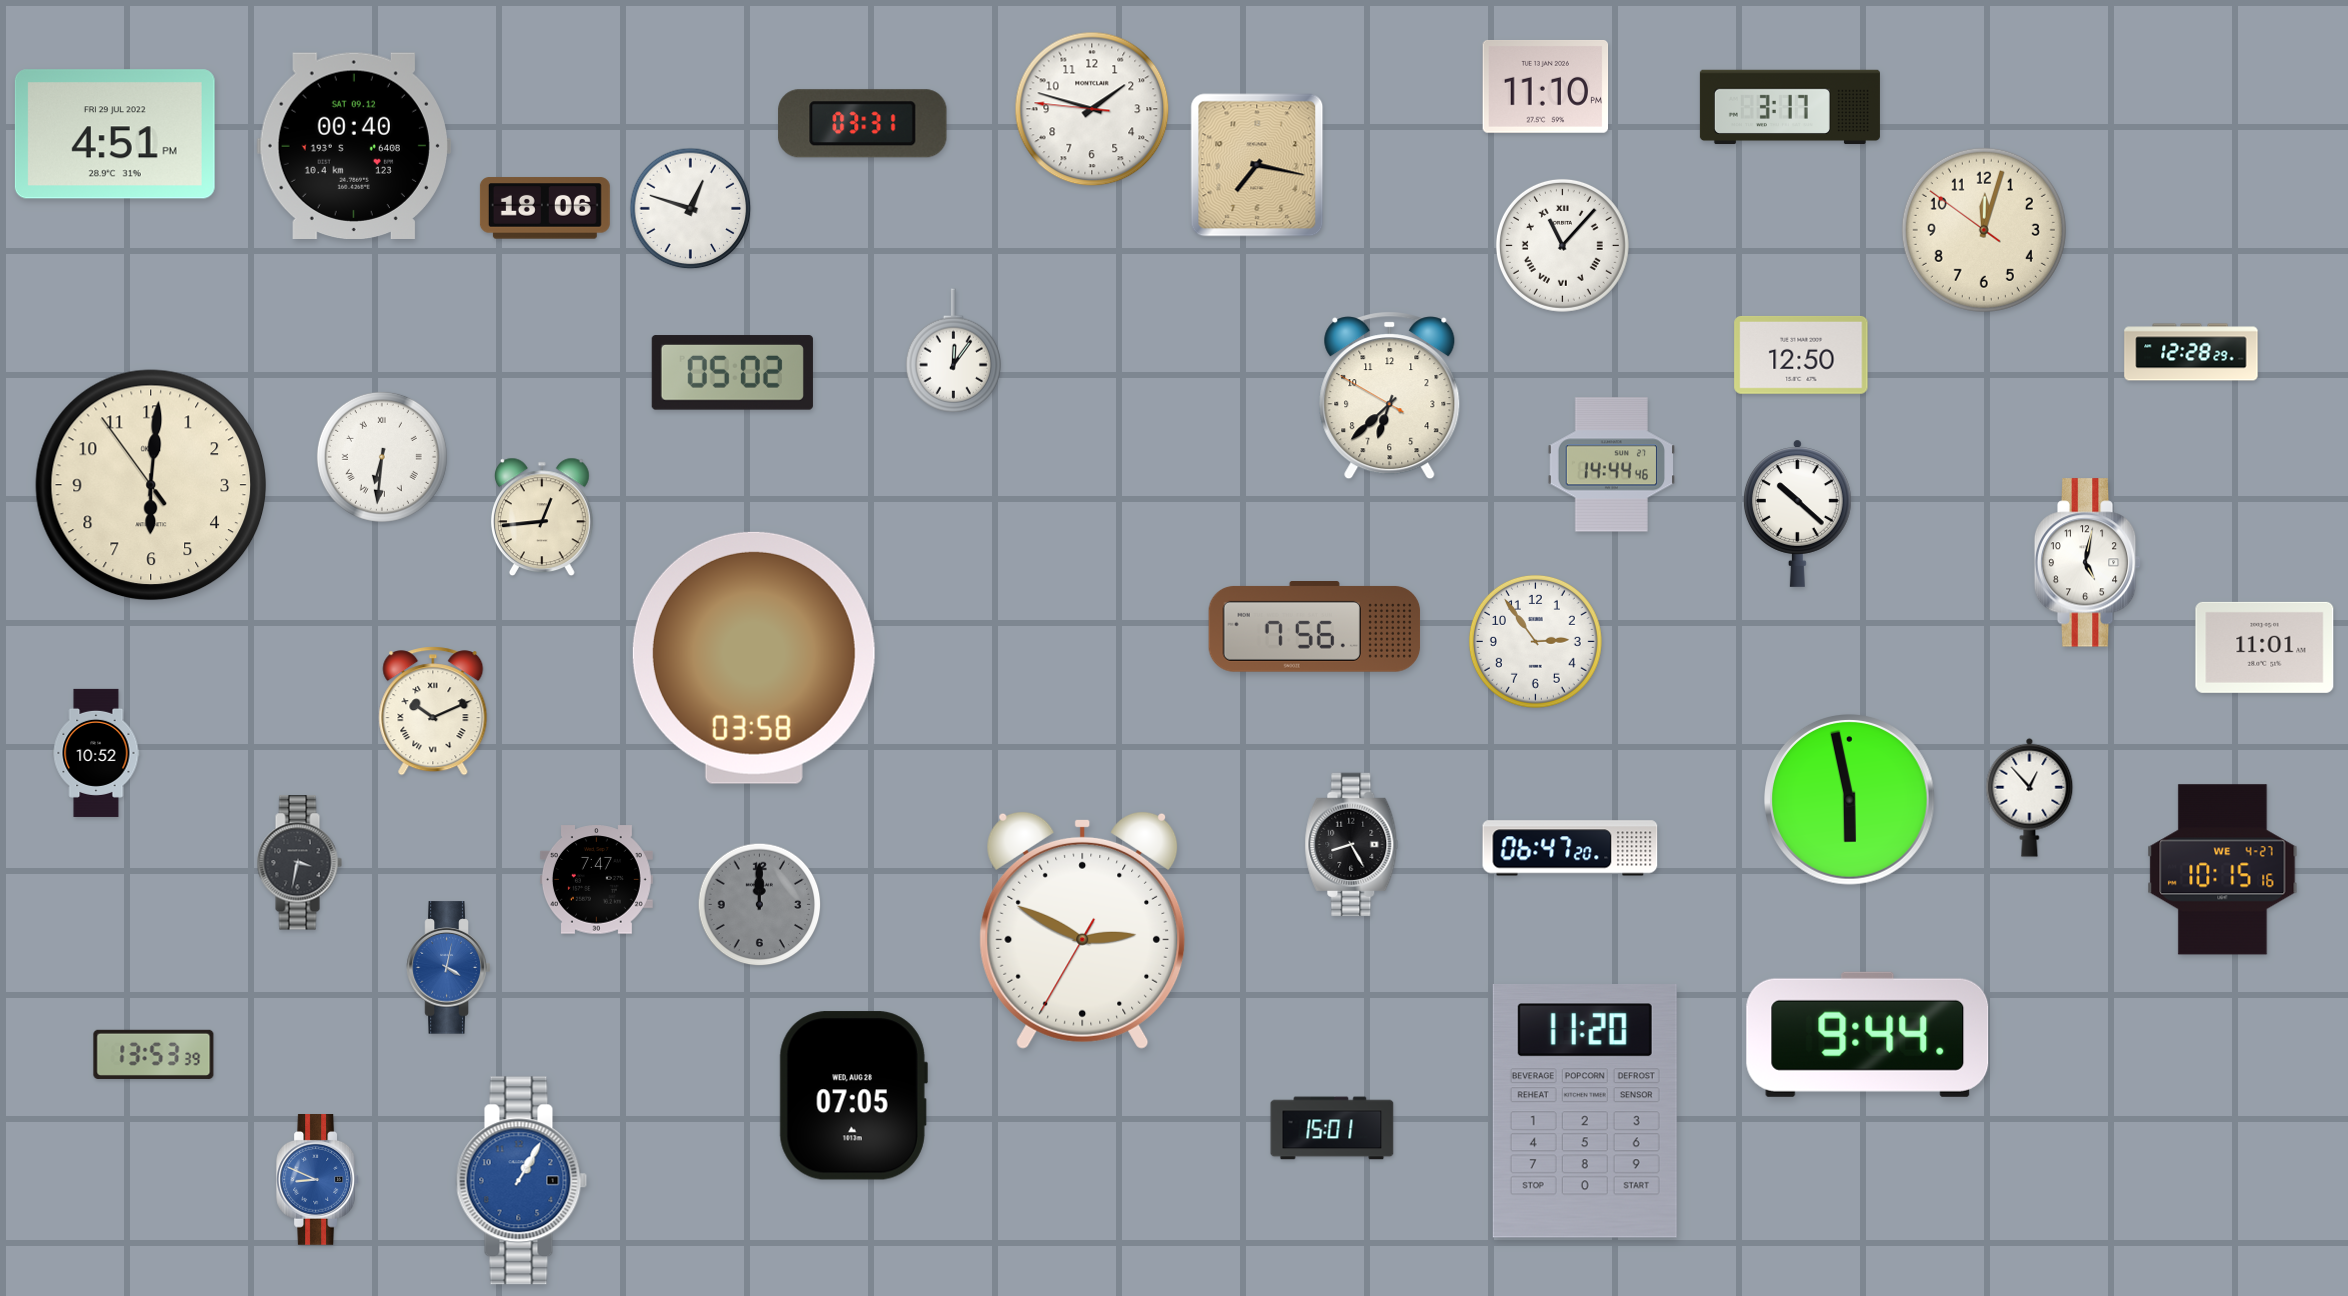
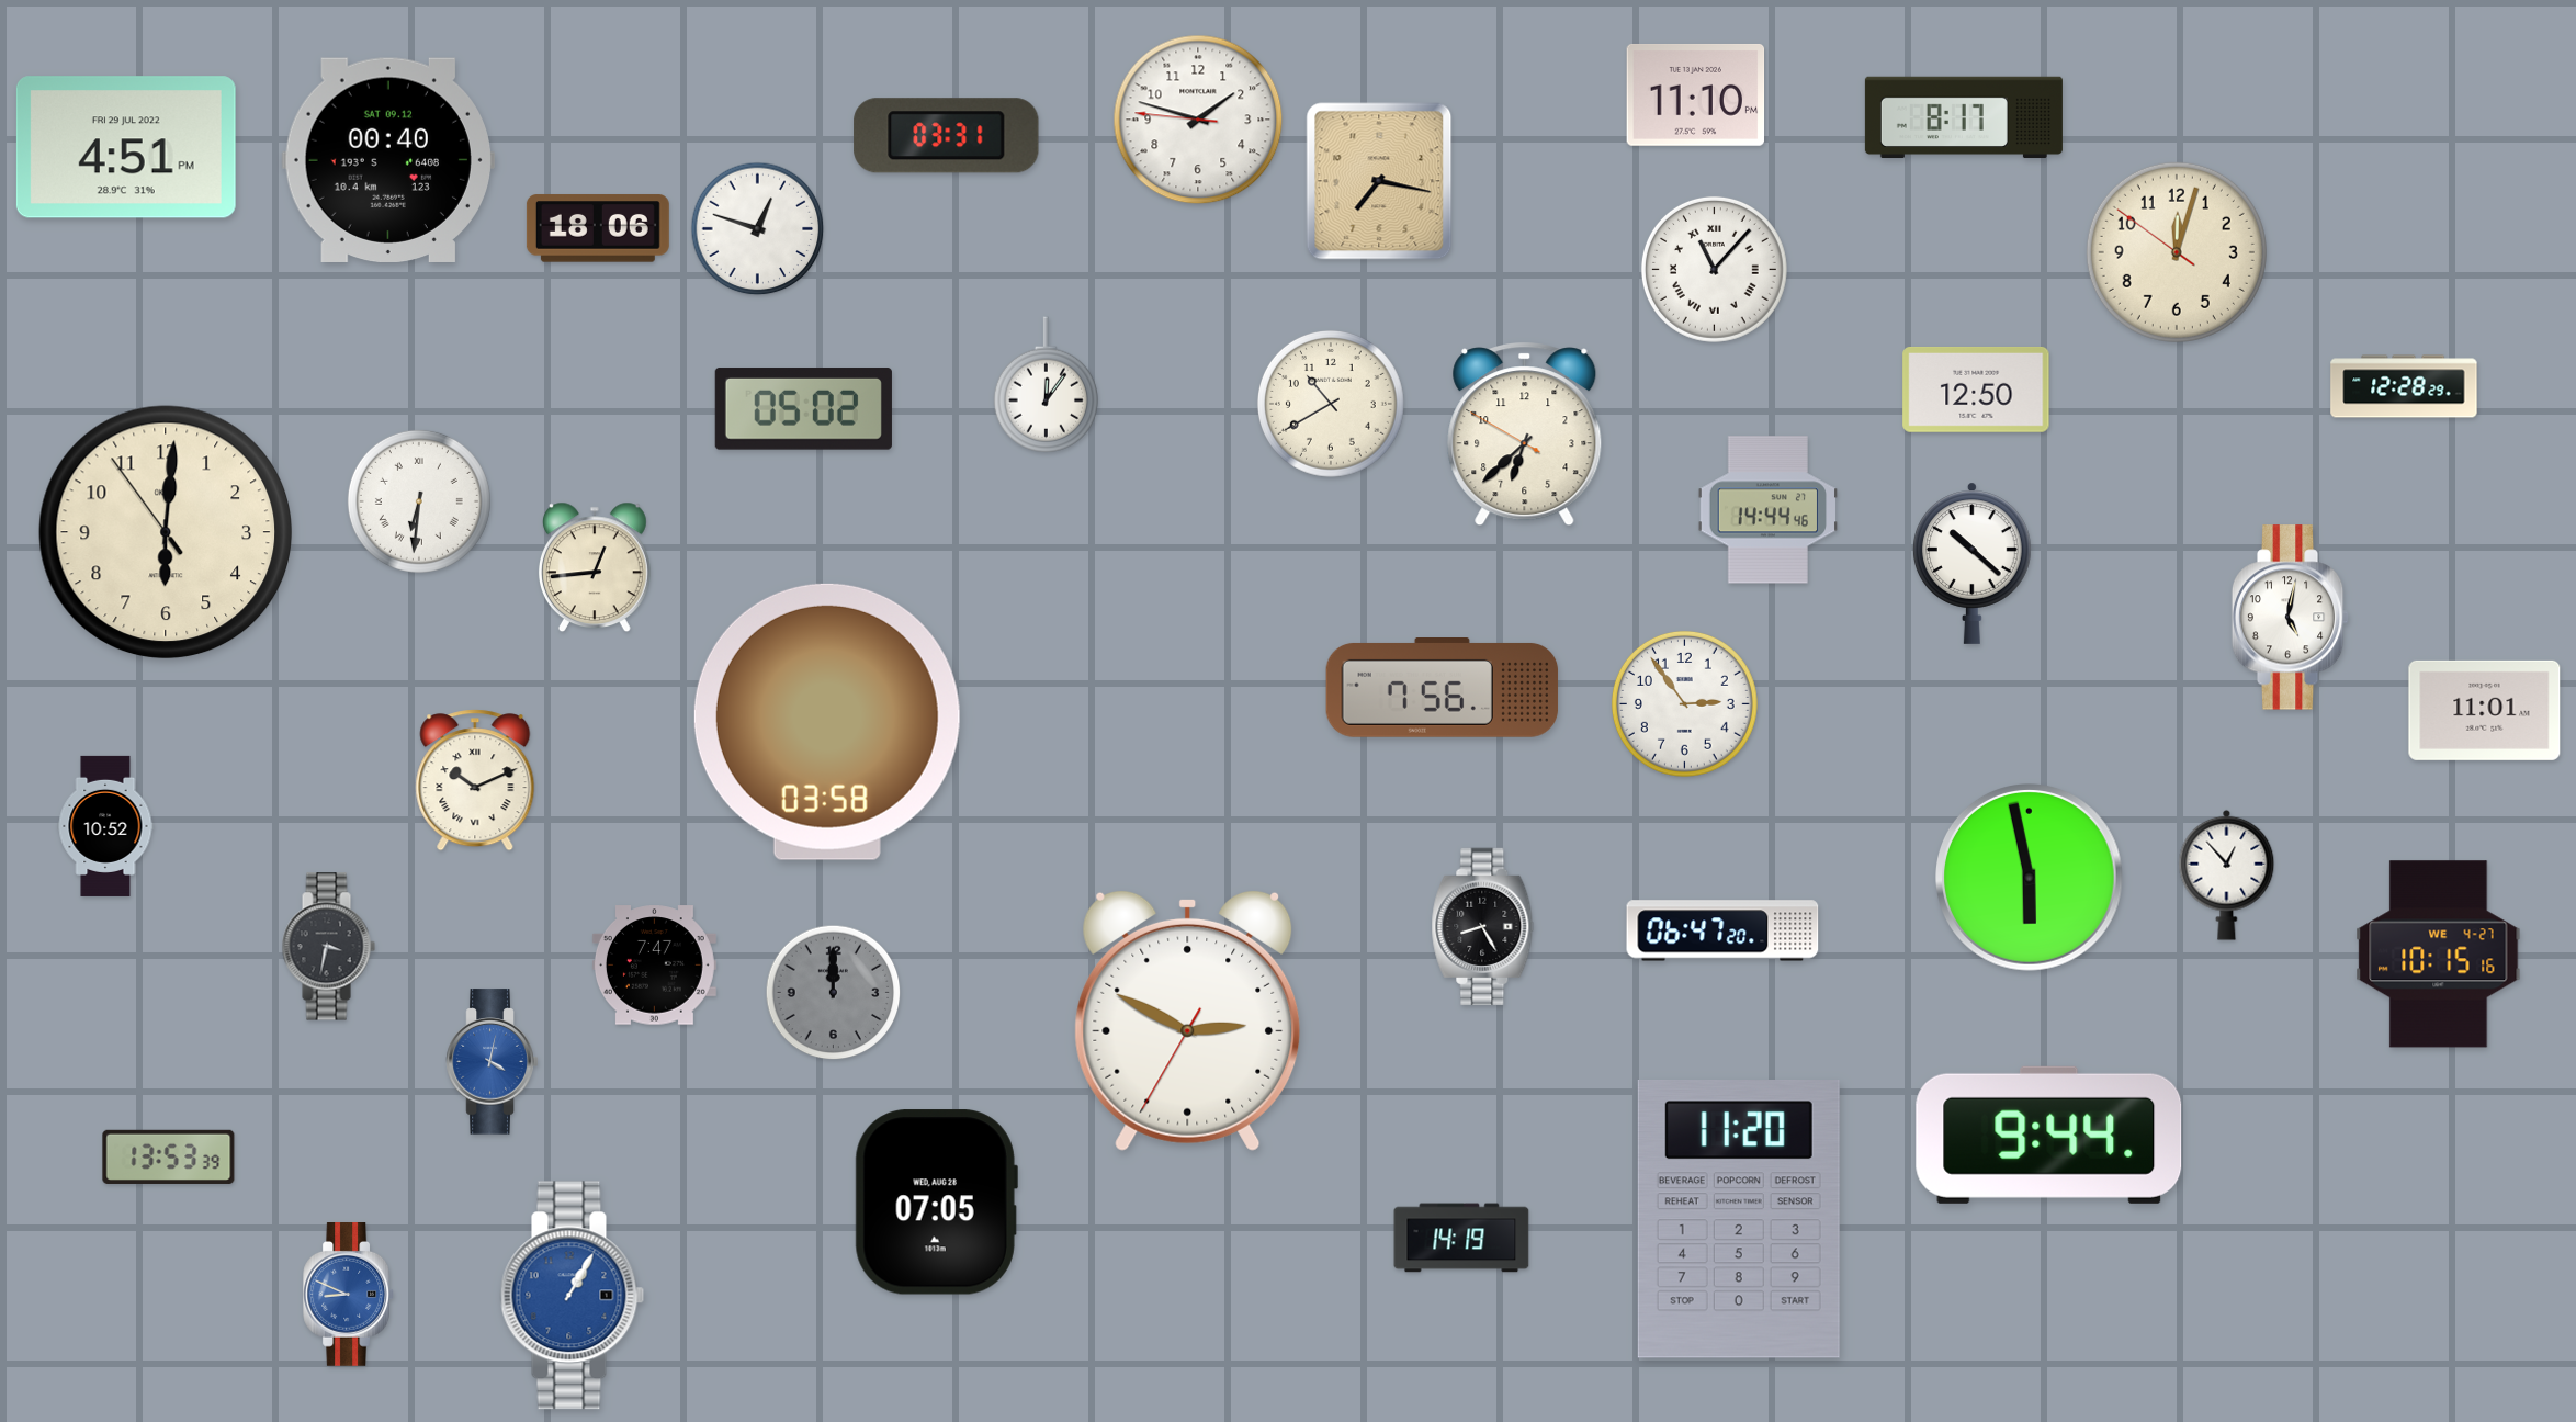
clock at (1790, 107): 3:17 -> 8:17
clock at (1331, 404): none -> 10:40
clock at (1332, 1128): 15:01 -> 14:19
